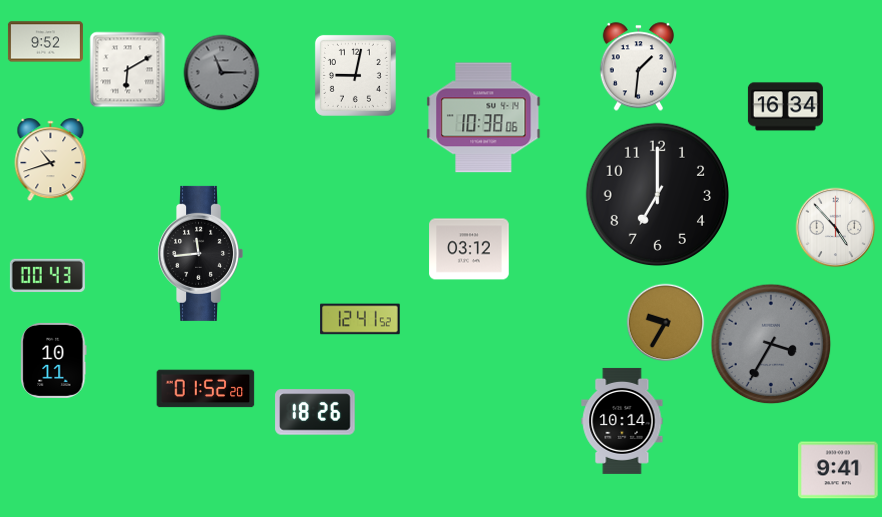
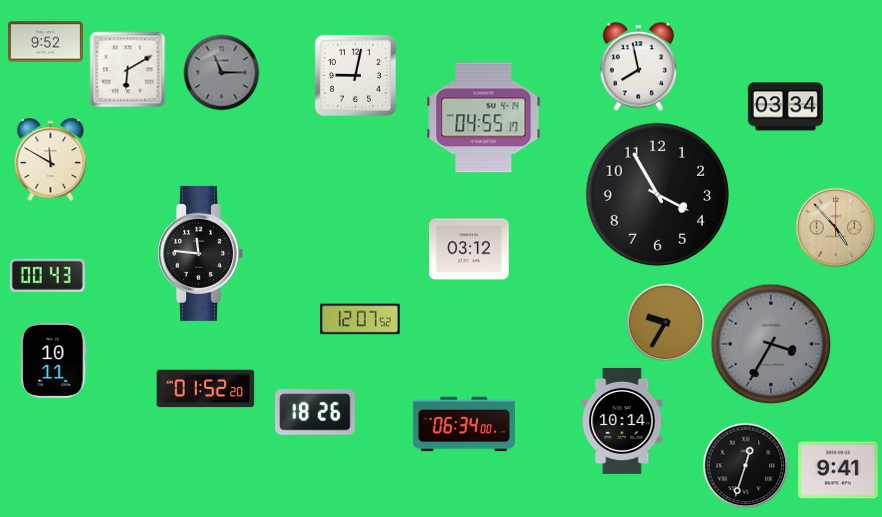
clock at (639, 67): 1:31 -> 7:58
clock at (785, 107): 16:34 -> 03:34
clock at (484, 118): 10:38 -> 04:55
clock at (51, 160): 10:42 -> 11:50
clock at (657, 195): 7:00 -> 3:55
clock at (836, 228) dial: white -> champagne
clock at (200, 253): 11:44 -> 11:46
clock at (360, 319): 12:41 -> 12:07
clock at (463, 424): none -> 06:34
clock at (746, 466): none -> 12:33
